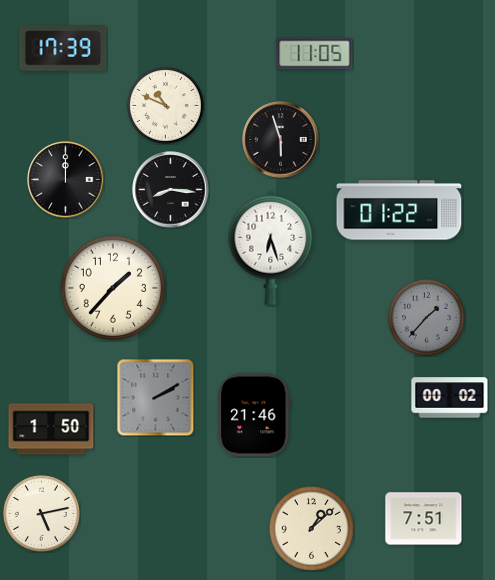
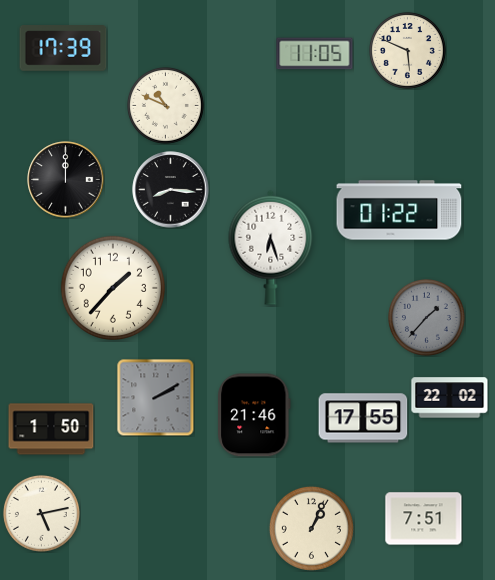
clock at (407, 50): none -> 5:49
clock at (281, 140): 5:57 -> none
clock at (450, 398): 00:02 -> 22:02
clock at (363, 418): none -> 17:55
clock at (311, 528): 1:08 -> 1:04
